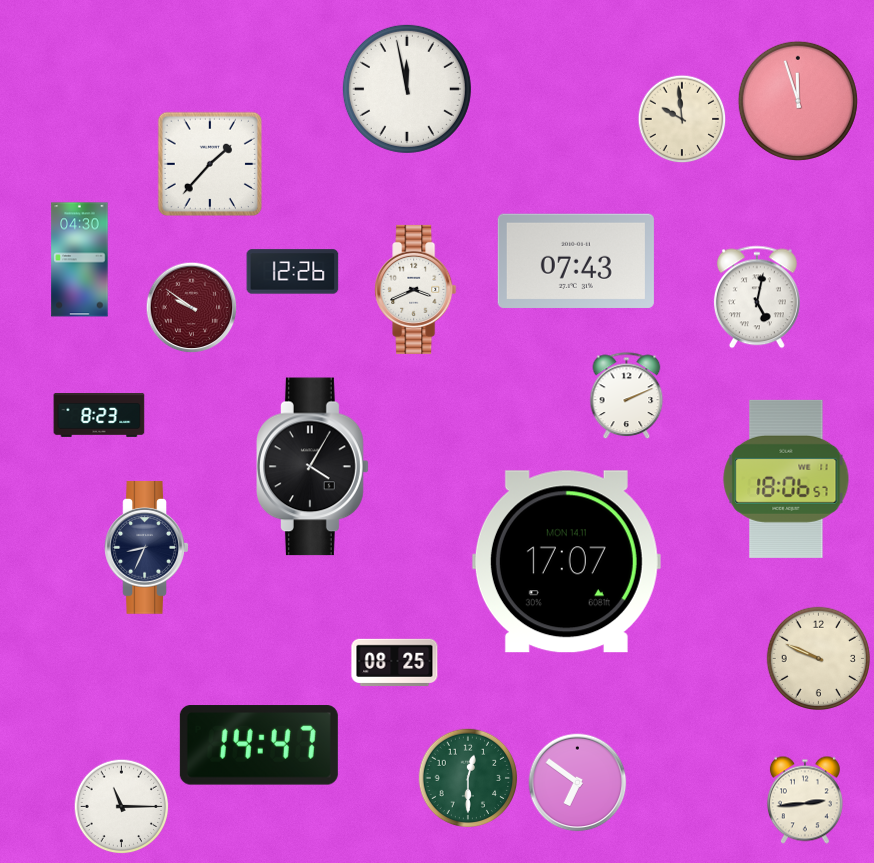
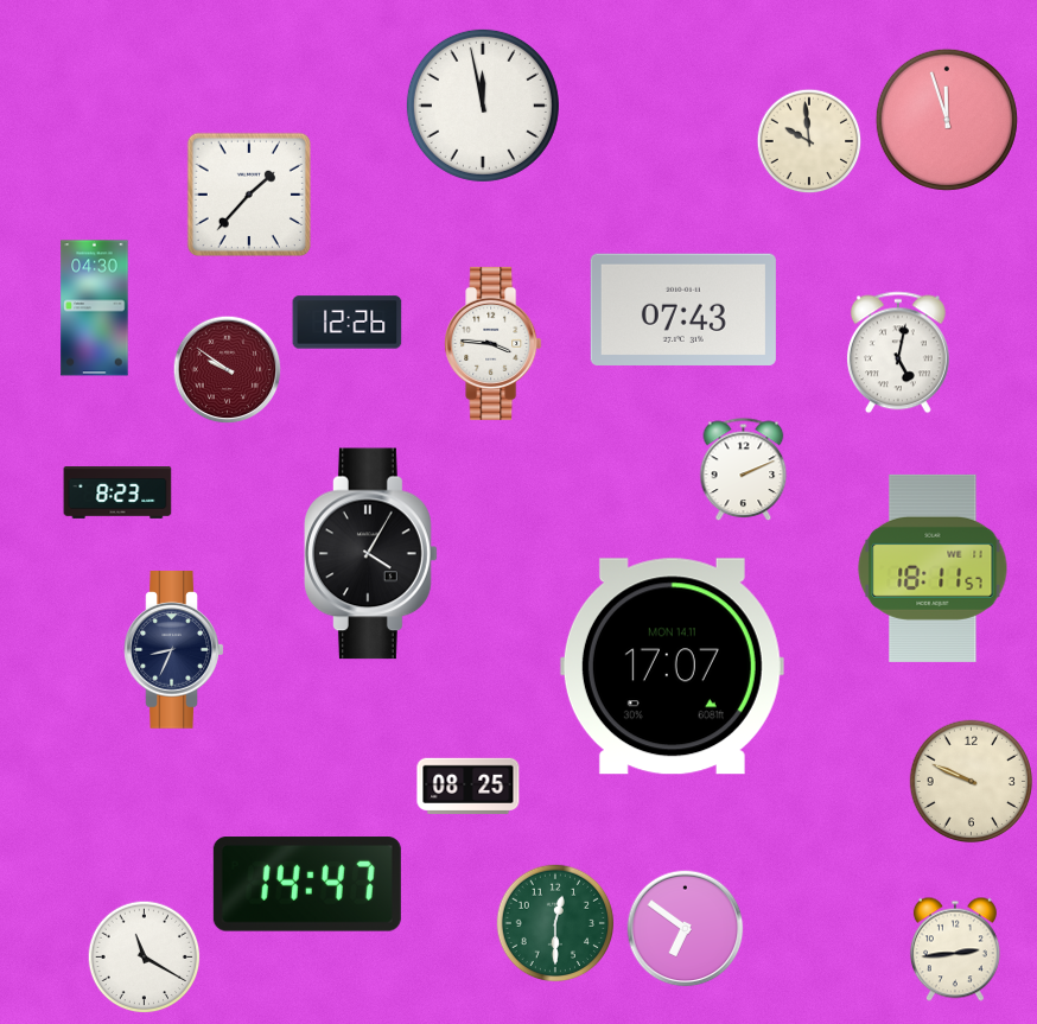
clock at (416, 289): 3:41 -> 3:46
clock at (192, 308) position: (192, 308) -> (228, 370)
clock at (786, 479): 18:06 -> 18:11
clock at (122, 807): 11:15 -> 11:20
